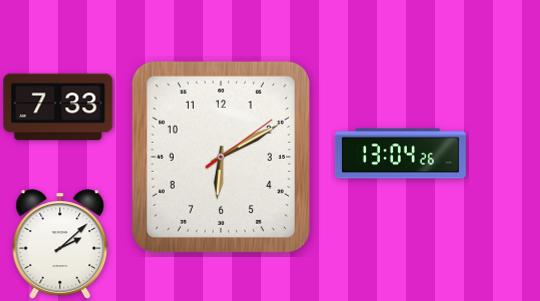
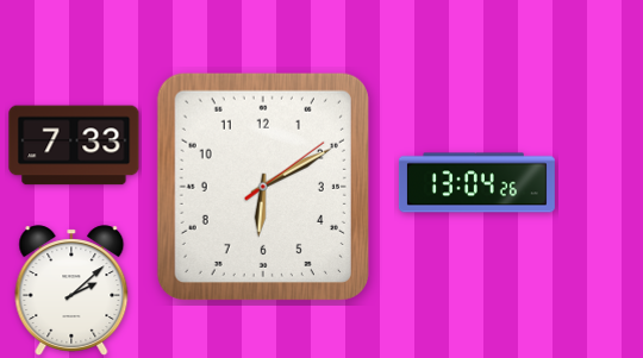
clock at (58, 107) position: (58, 107) -> (74, 145)
